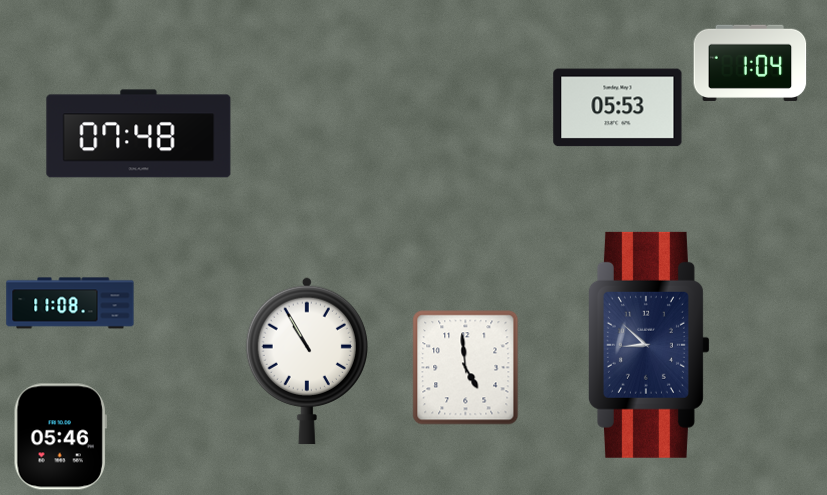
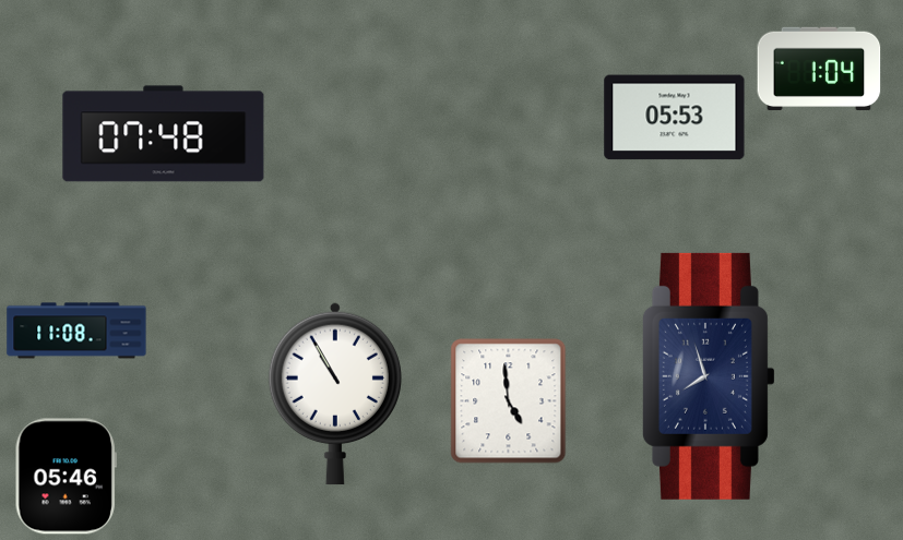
clock at (139, 134) position: (139, 134) -> (164, 134)
clock at (649, 345): 8:52 -> 7:57
